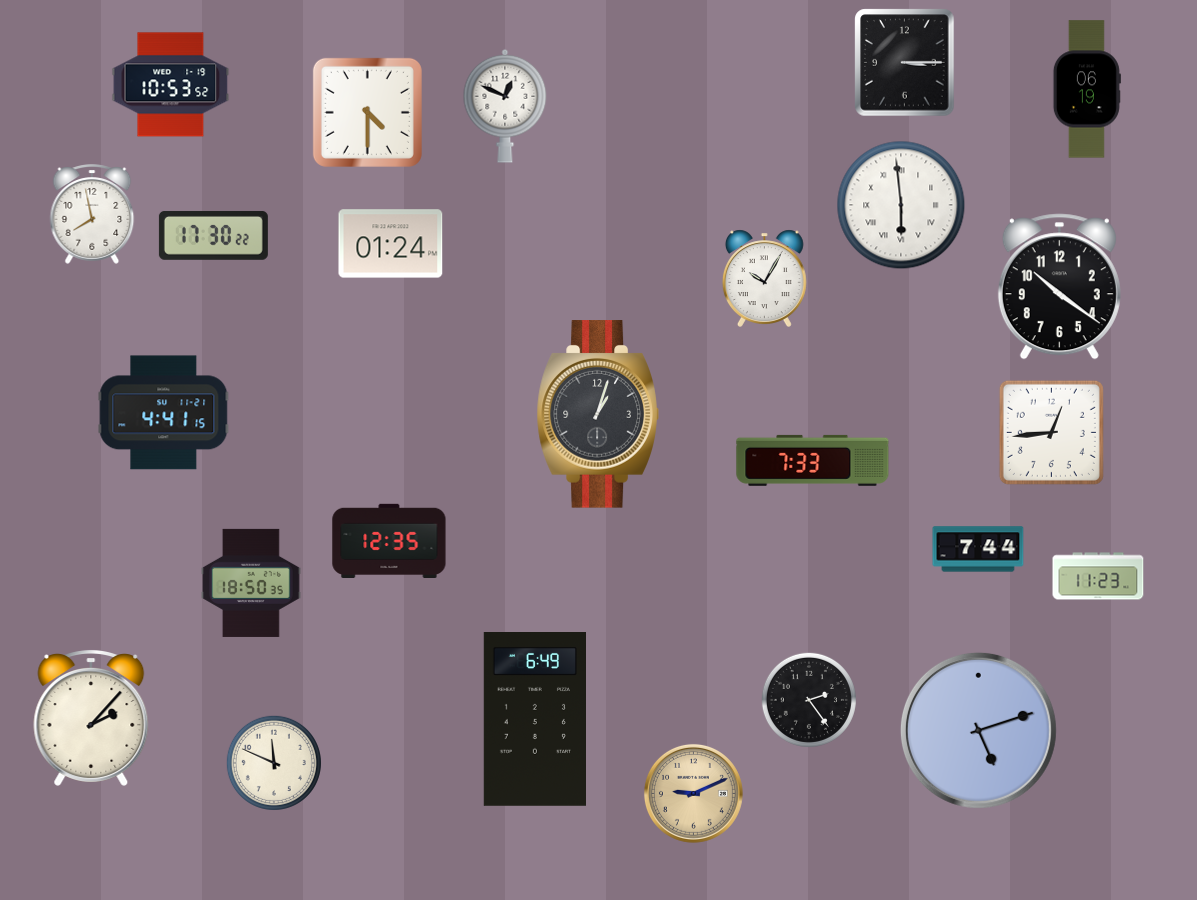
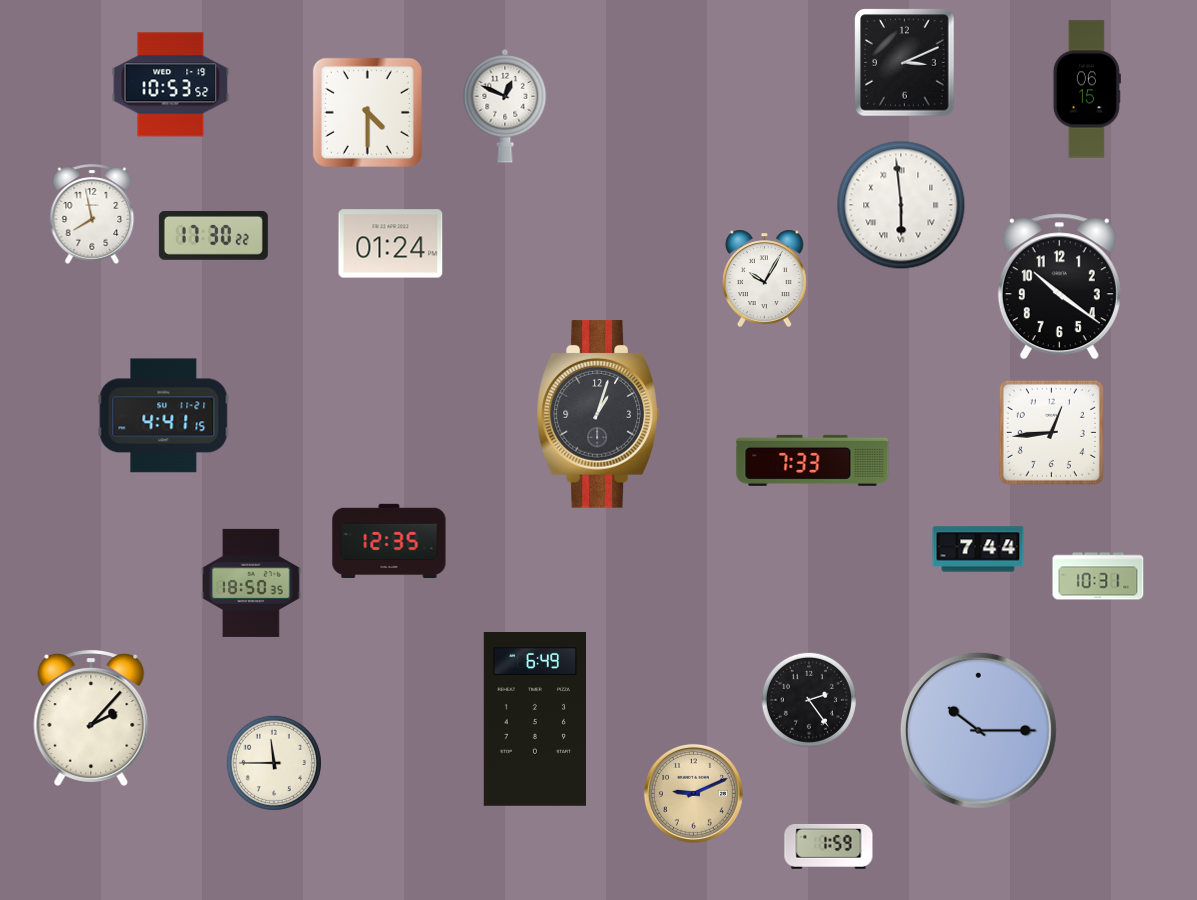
clock at (905, 63): 3:15 -> 3:11
clock at (1087, 89): 06:19 -> 06:15
clock at (164, 413) position: (164, 413) -> (164, 416)
clock at (1098, 576): 11:23 -> 10:31
clock at (978, 730): 5:12 -> 10:15
clock at (274, 763): 11:49 -> 11:45
clock at (829, 846): none -> 1:59
